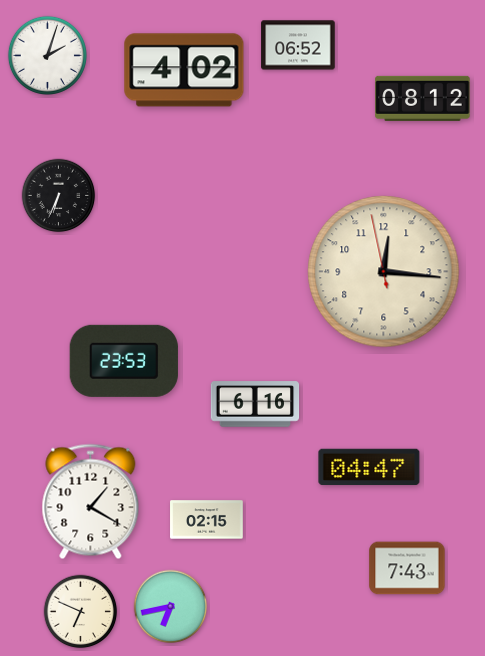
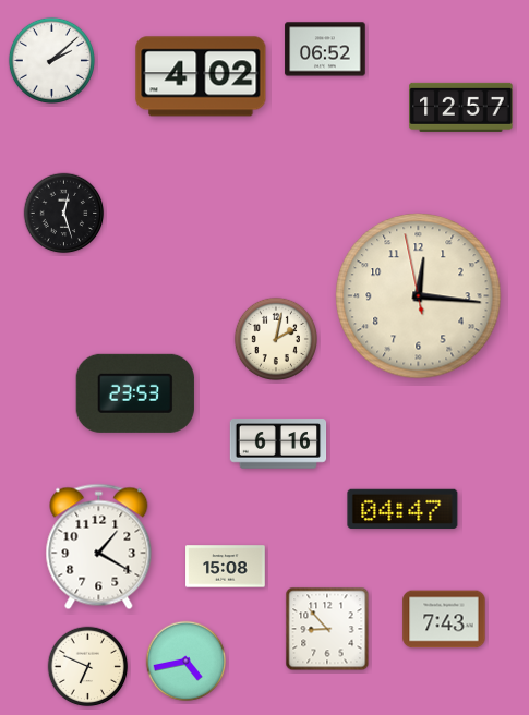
clock at (47, 55): 2:03 -> 2:08
clock at (423, 98): 08:12 -> 12:57
clock at (59, 196): 6:34 -> 12:27
clock at (276, 339): none -> 2:02
clock at (255, 404) position: (255, 404) -> (278, 444)
clock at (207, 520): 02:15 -> 15:08
clock at (327, 629): none -> 8:53
clock at (171, 607): 6:43 -> 4:43
